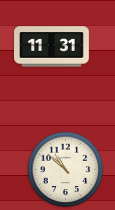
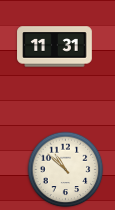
clock at (52, 47) position: (52, 47) -> (55, 47)
